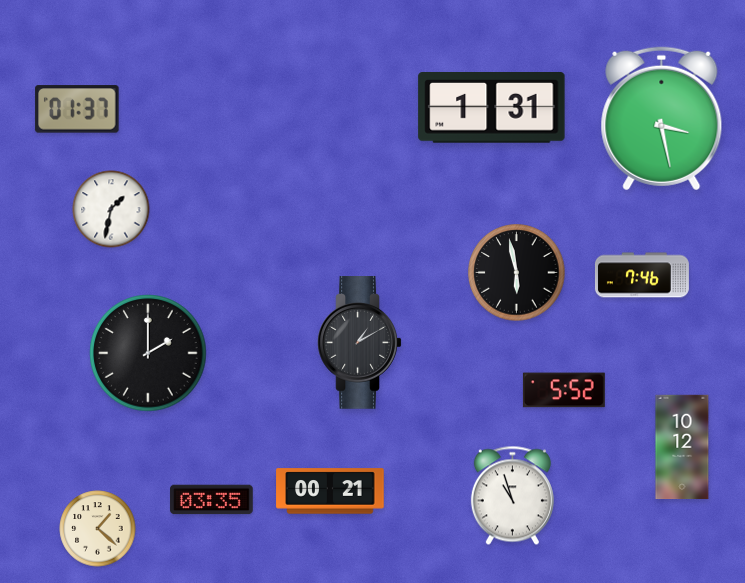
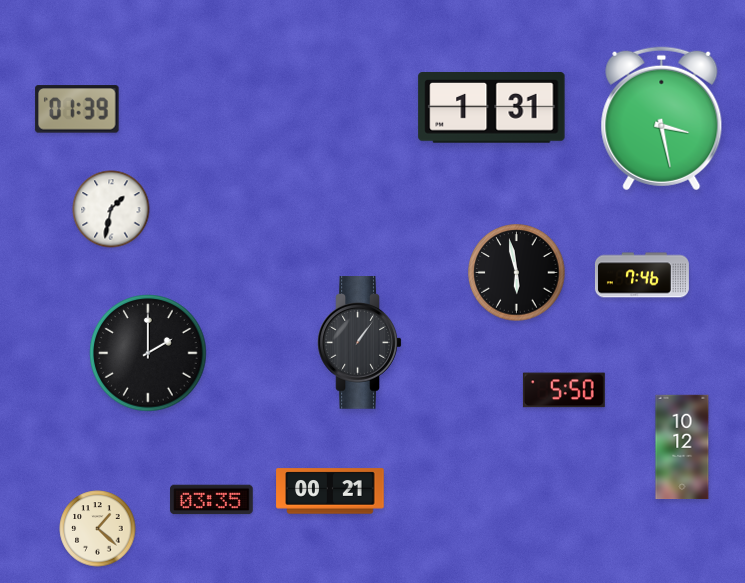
clock at (77, 109): 01:37 -> 01:39
clock at (360, 343): 1:10 -> 1:06
clock at (564, 390): 5:52 -> 5:50
clock at (512, 496): 10:57 -> none
